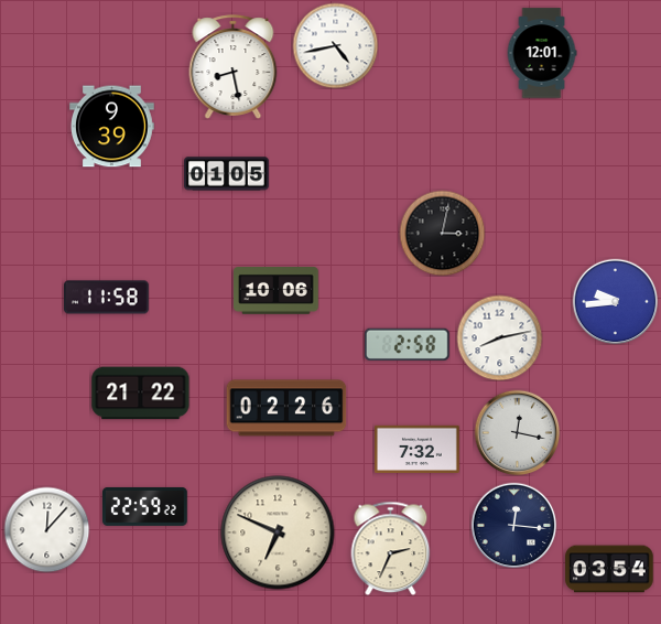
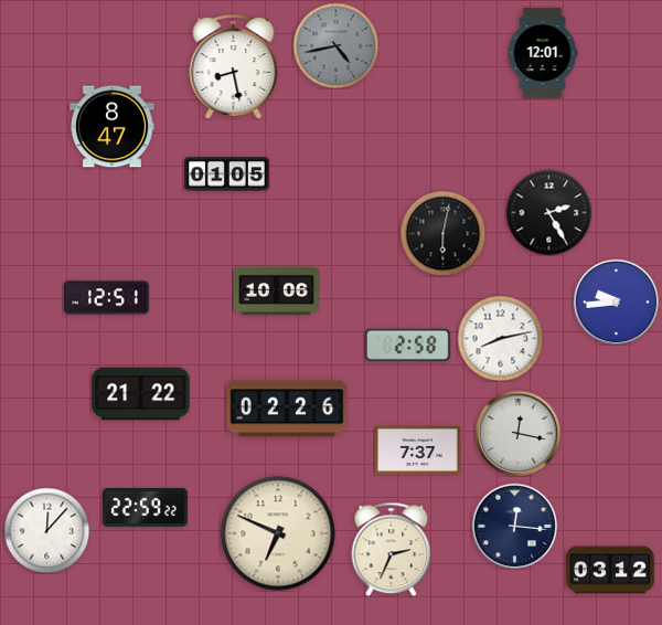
clock at (335, 45) dial: white -> grey
clock at (112, 127): 9:39 -> 8:47
clock at (548, 212): none -> 2:25
clock at (442, 233): 3:02 -> 6:02
clock at (107, 298): 11:58 -> 12:51
clock at (418, 449): 7:32 -> 7:37
clock at (609, 569): 03:54 -> 03:12
